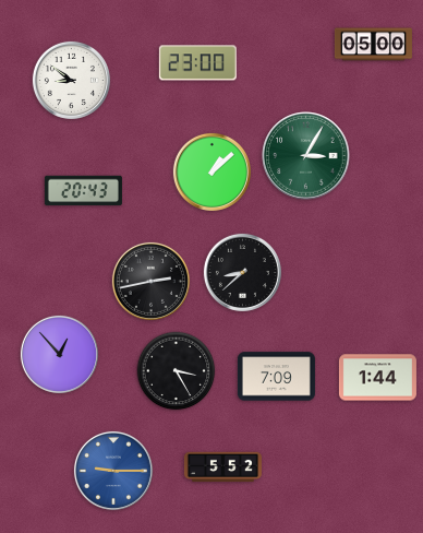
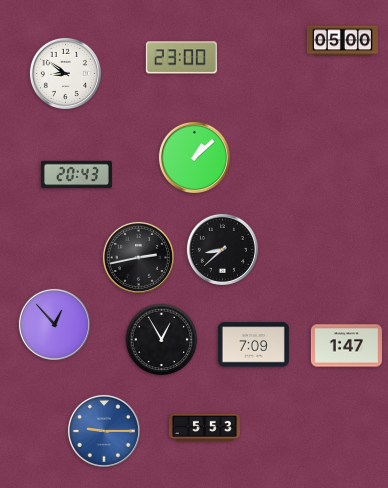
clock at (306, 156): 3:05 -> none
clock at (177, 371): 3:25 -> 12:55
clock at (377, 378): 1:44 -> 1:47
clock at (222, 467): 5:52 -> 5:53
